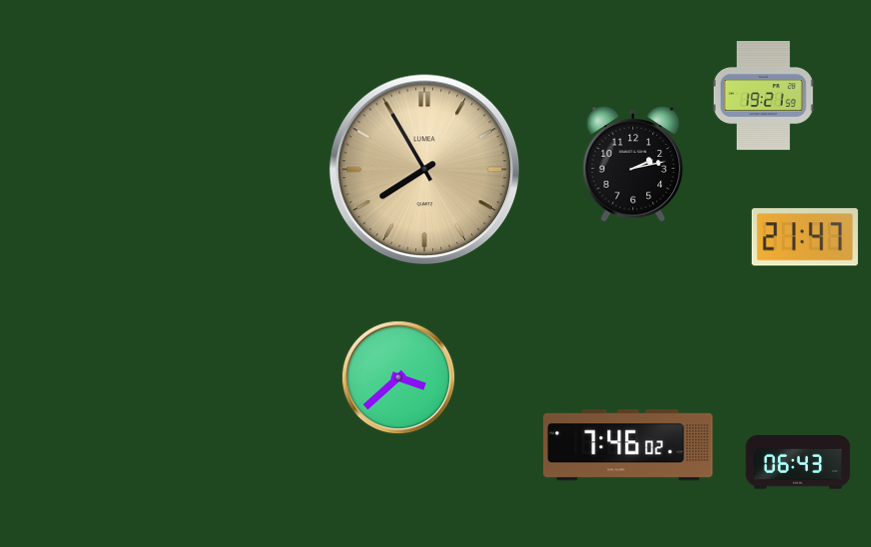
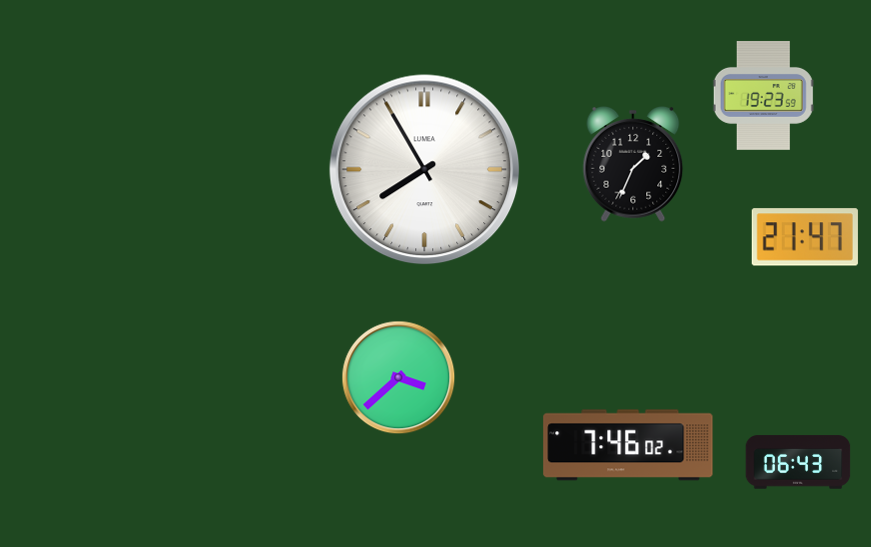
clock at (763, 95): 19:21 -> 19:23
clock at (633, 164): 2:13 -> 1:34
clock at (425, 170) dial: champagne -> white
